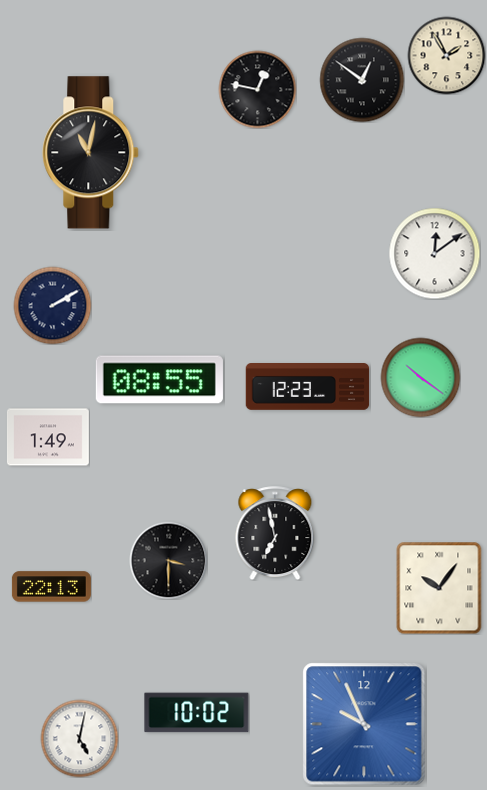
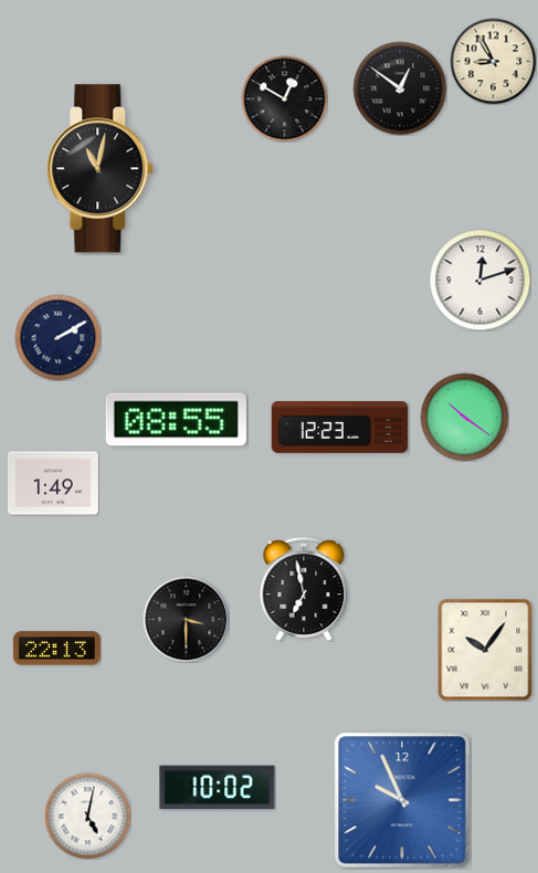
clock at (446, 55): 1:55 -> 8:55
clock at (257, 89): 12:47 -> 12:50
clock at (434, 253): 12:09 -> 12:12
